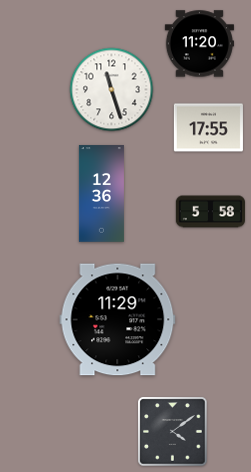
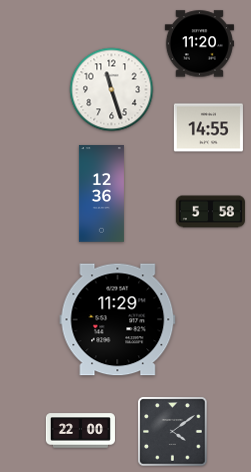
clock at (208, 128): 17:55 -> 14:55
clock at (80, 431): none -> 22:00
